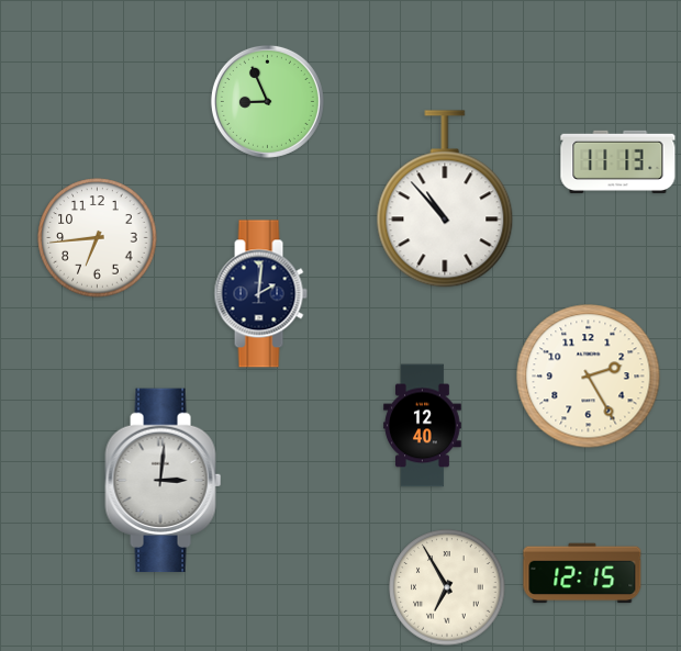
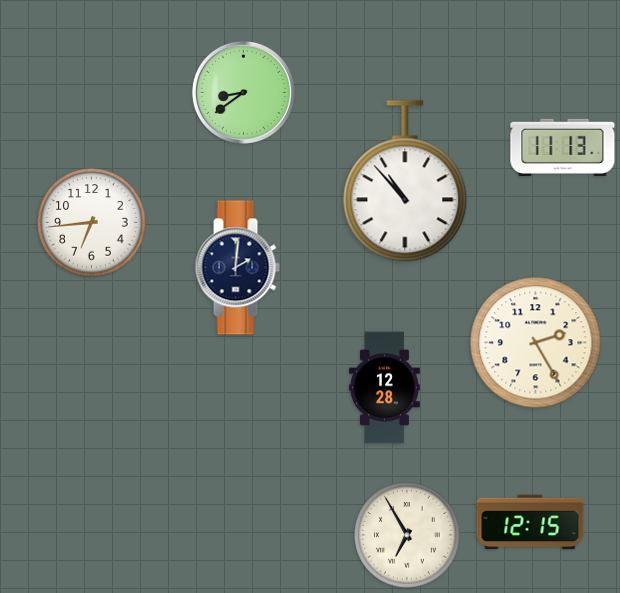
clock at (267, 101): 8:56 -> 8:39
clock at (98, 238) position: (98, 238) -> (92, 223)
clock at (423, 426): 12:40 -> 12:28
clock at (164, 481): 3:01 -> none
